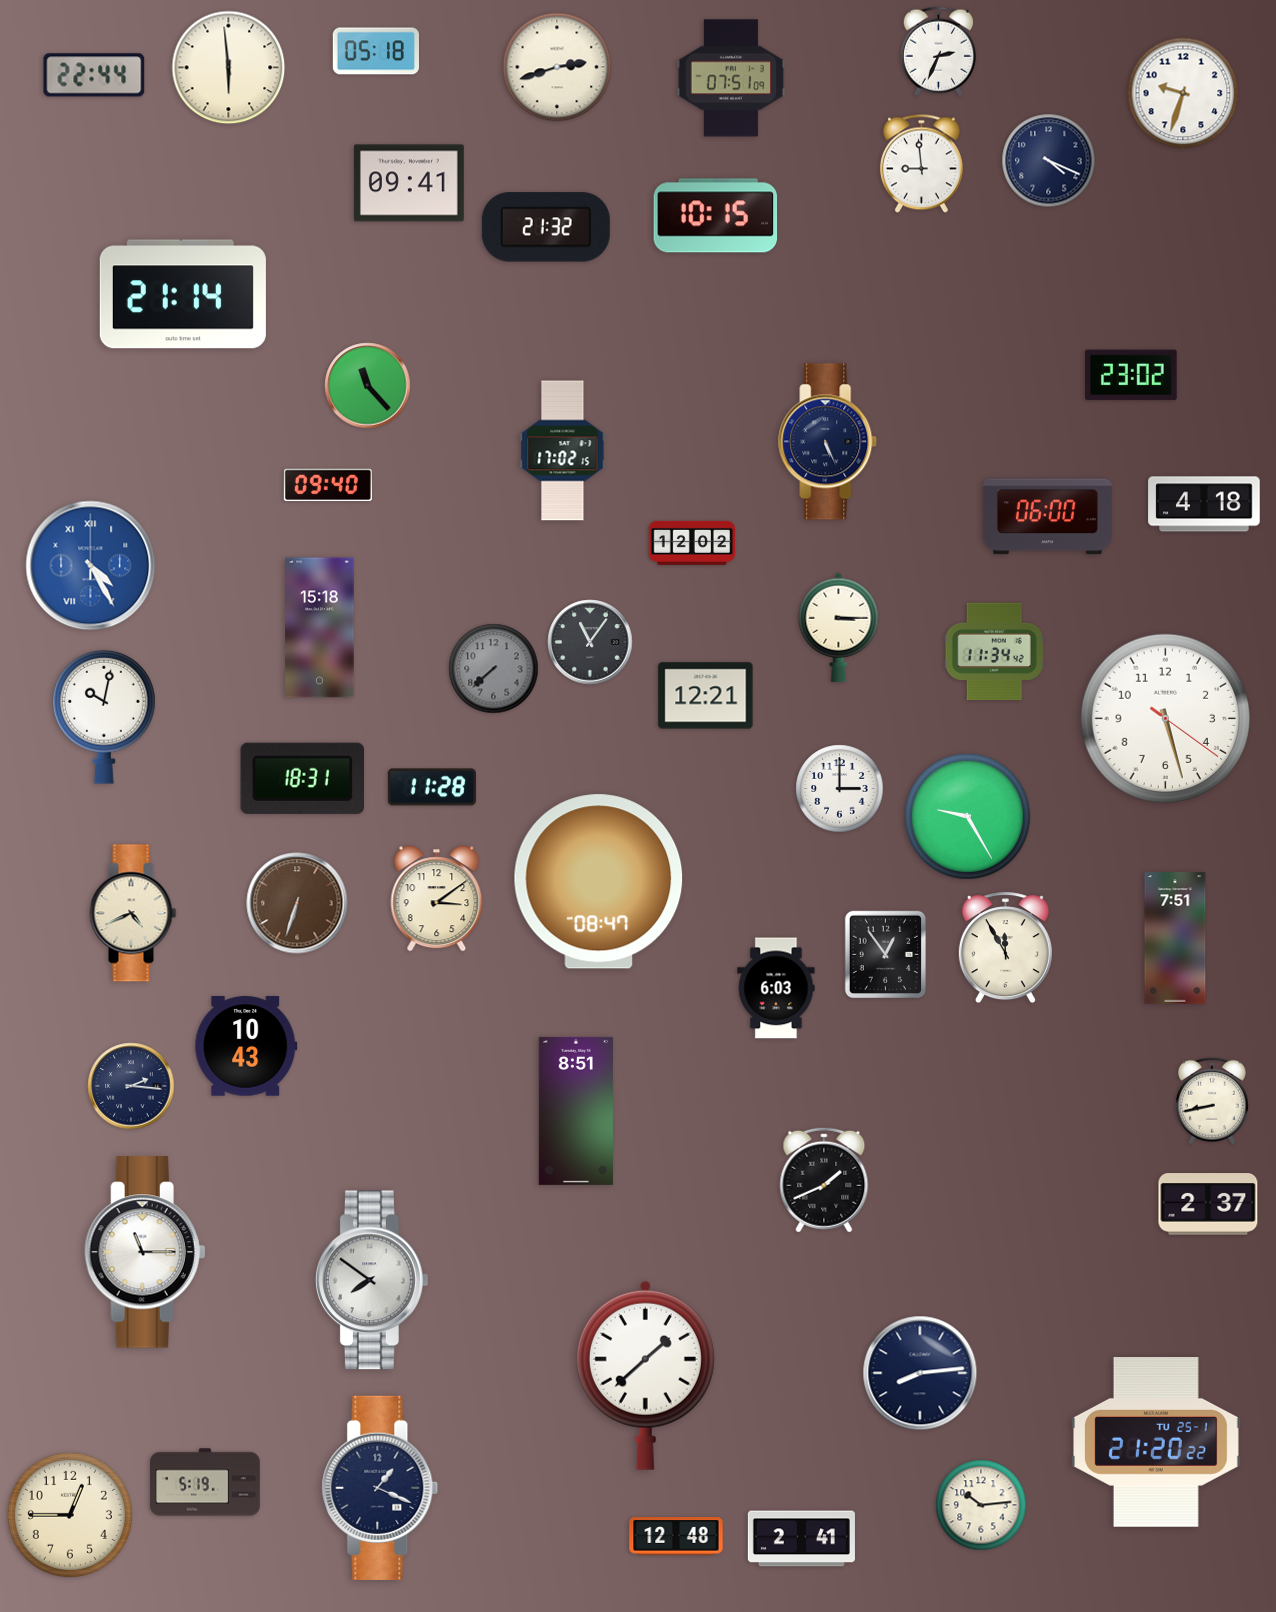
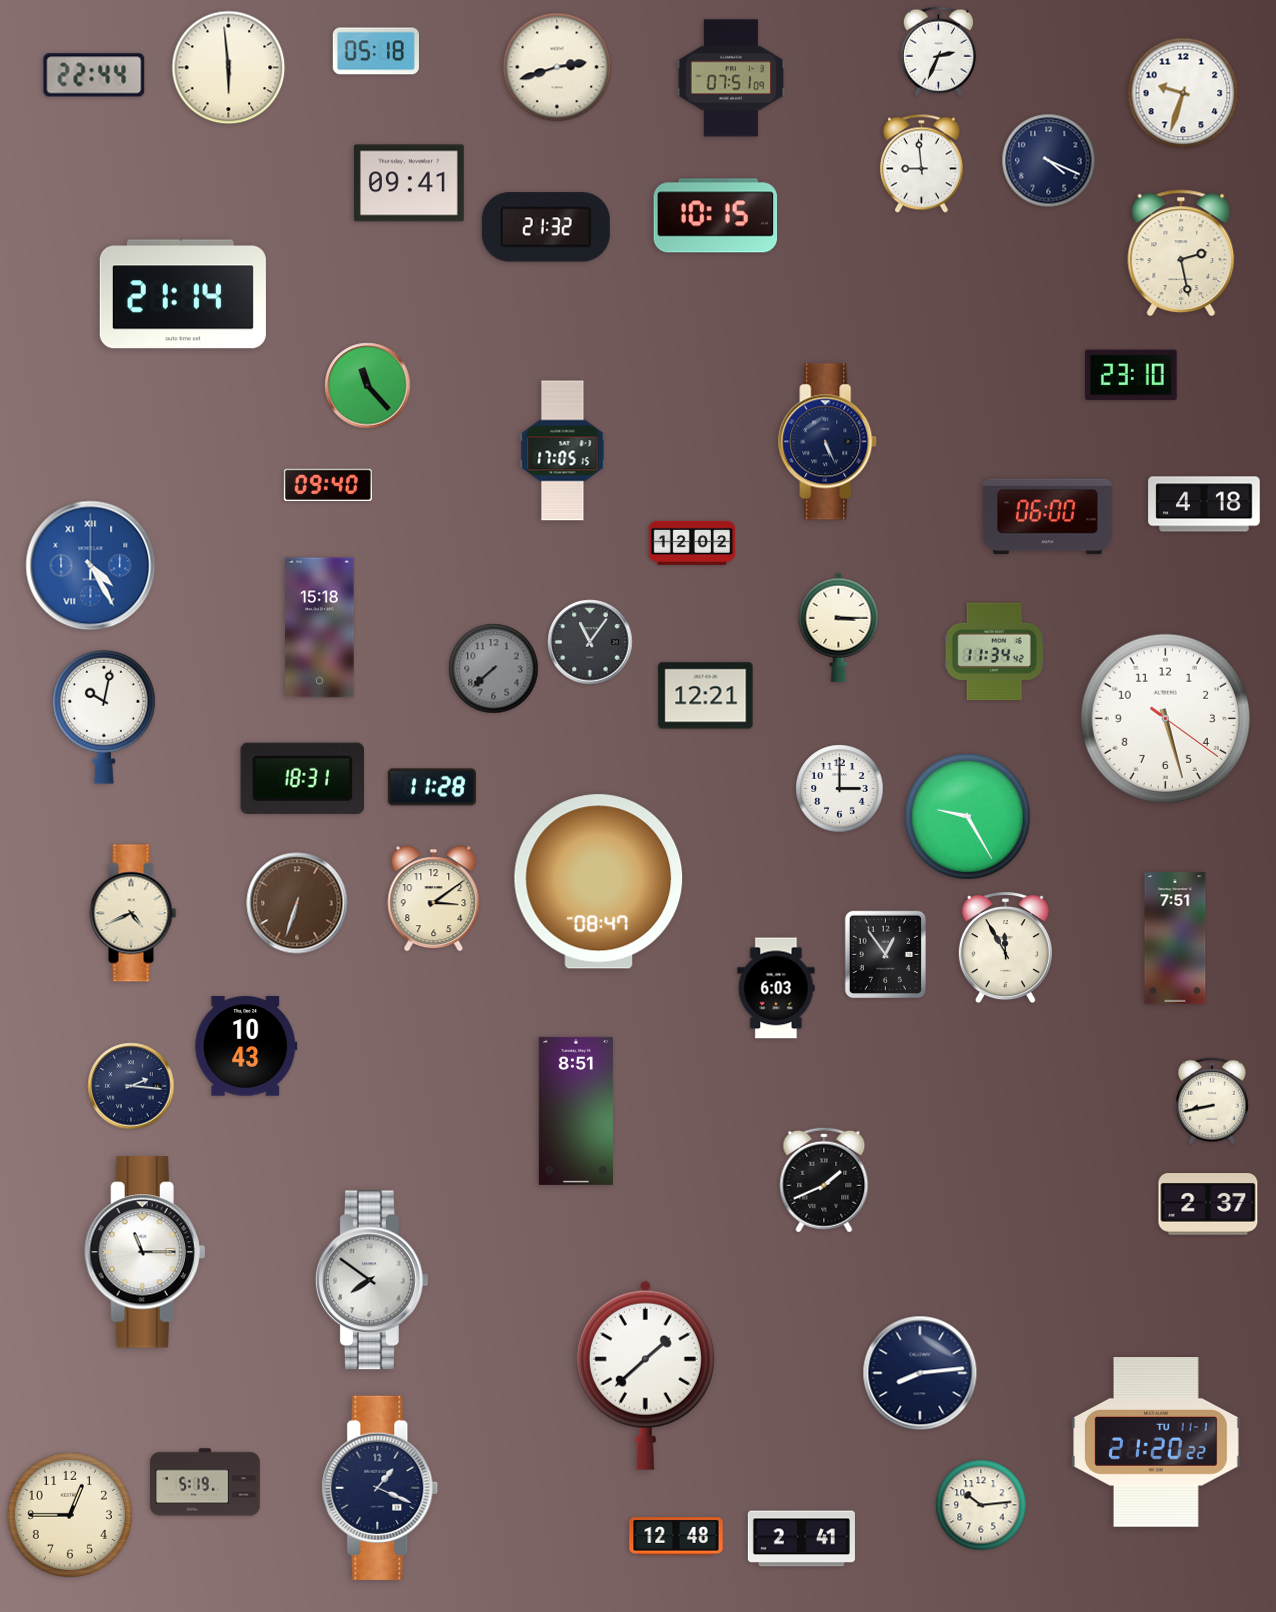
clock at (1181, 253): none -> 2:28
clock at (1131, 375): 23:02 -> 23:10
clock at (563, 451): 17:02 -> 17:05
clock at (437, 899) position: (437, 899) -> (434, 899)
clock at (1157, 1443) date: TU 25-1 -> TU 11-1
